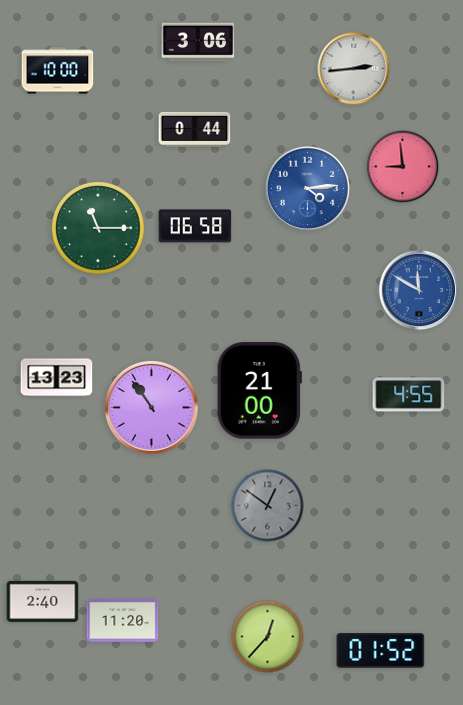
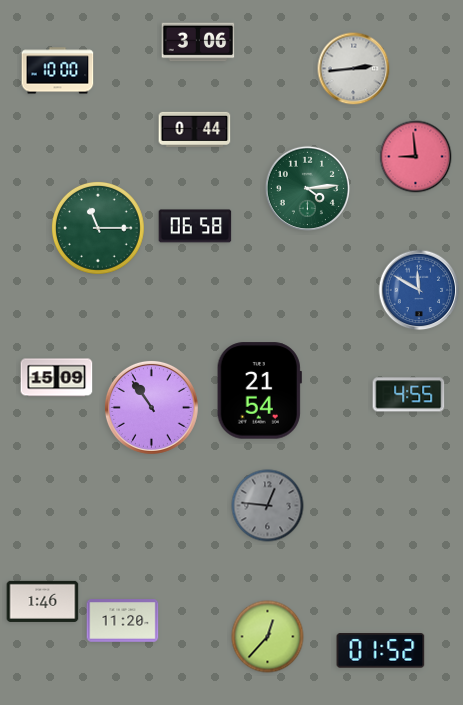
clock at (403, 167) position: (403, 167) -> (416, 157)
clock at (307, 188) dial: blue -> green
clock at (57, 378): 13:23 -> 15:09
clock at (259, 391): 21:00 -> 21:54
clock at (268, 506): 12:51 -> 12:46
clock at (43, 601): 2:40 -> 1:46
